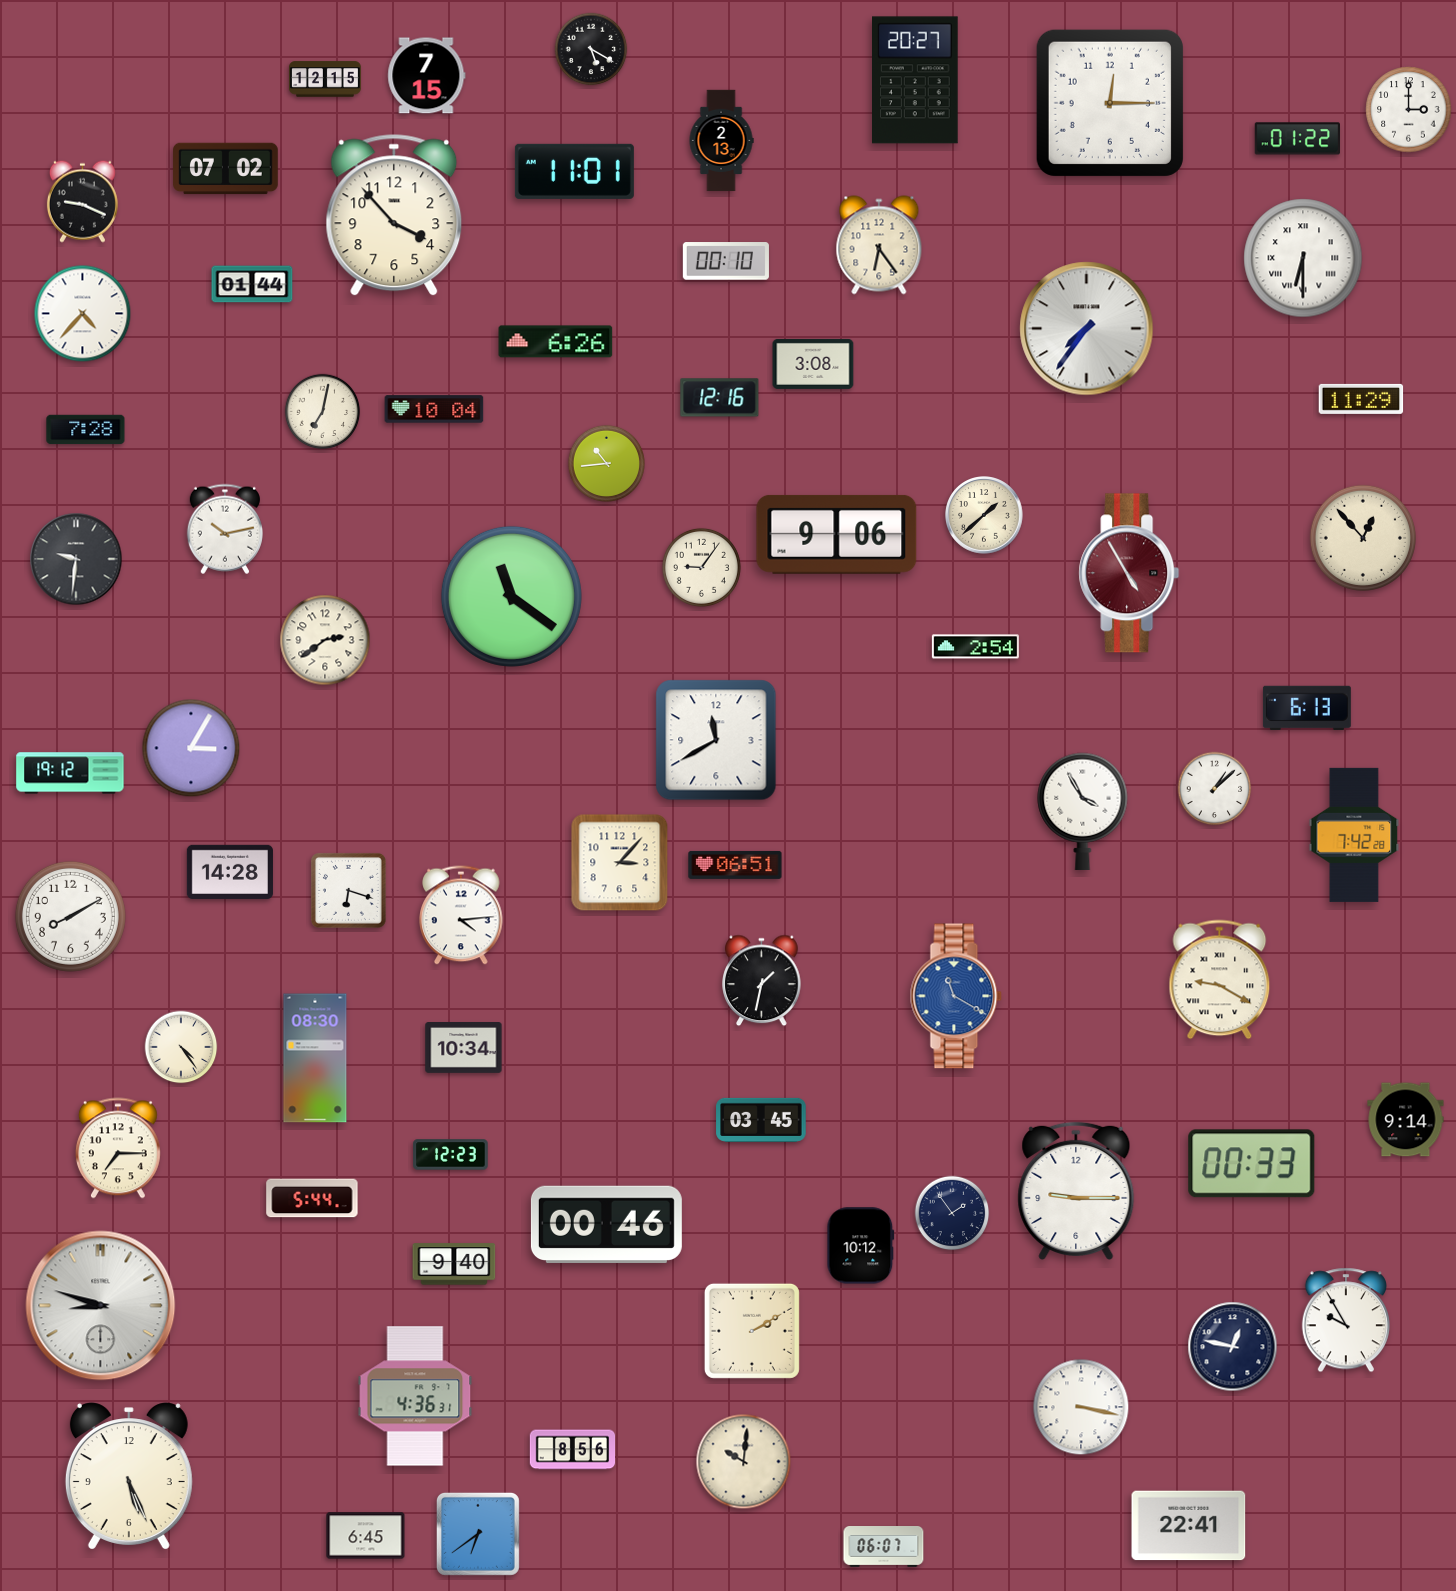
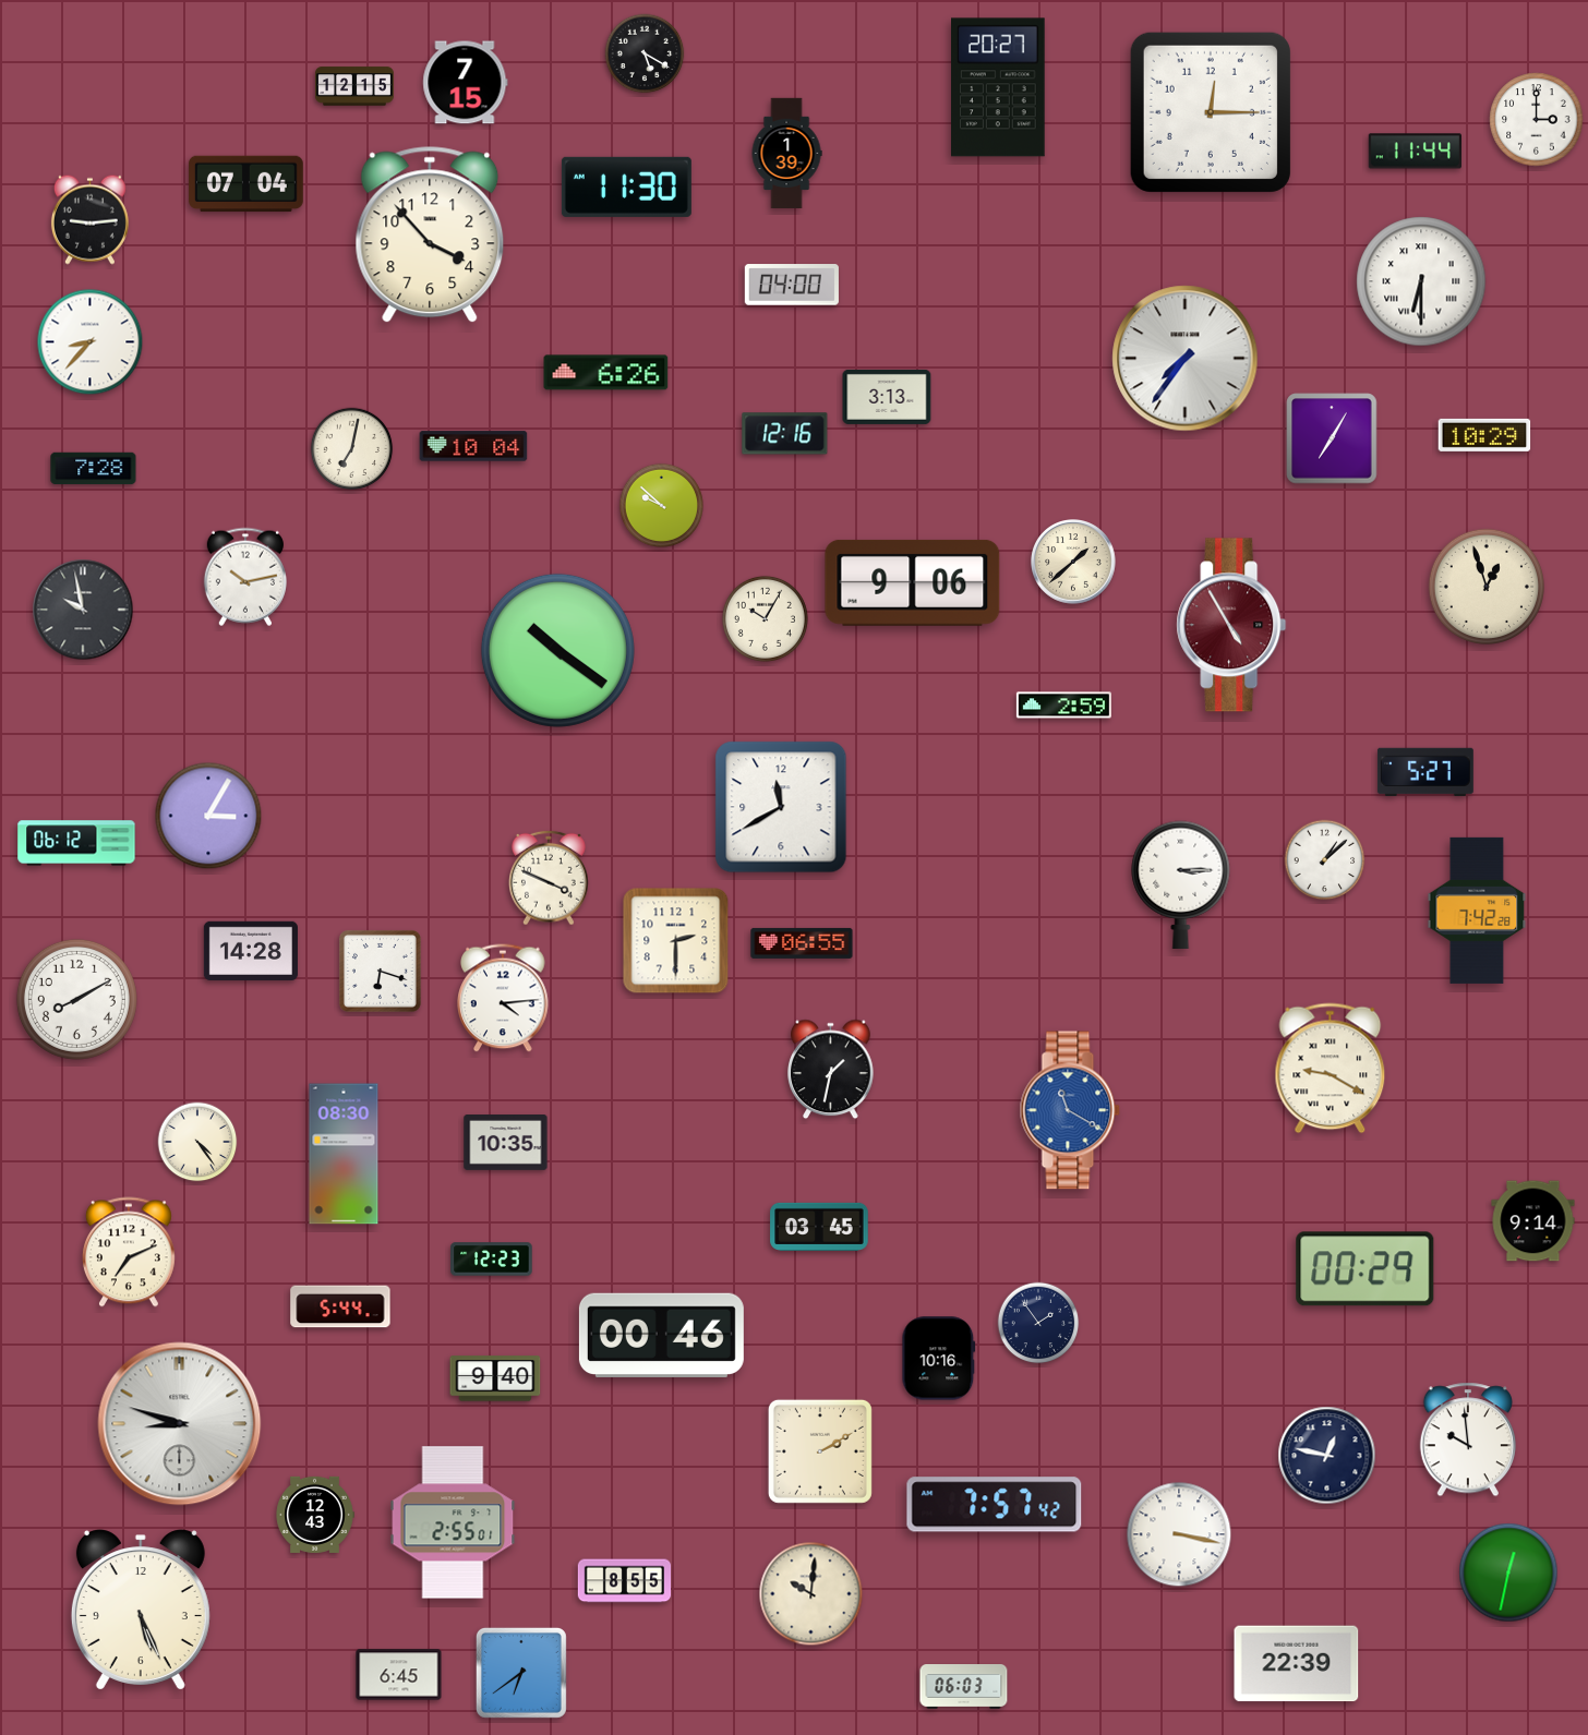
clock at (1297, 139): 01:22 -> 11:44
clock at (721, 141): 2:13 -> 1:39
clock at (226, 169): 07:02 -> 07:04
clock at (574, 171): 11:01 -> 11:30
clock at (82, 201): 9:19 -> 9:14
clock at (879, 245): 6:24 -> none
clock at (726, 261): 00:10 -> 04:00
clock at (252, 284): 01:44 -> none
clock at (83, 314): 4:37 -> 8:37
clock at (813, 364): 3:08 -> 3:13
clock at (1361, 399): 11:29 -> 10:29
clock at (1332, 438): none -> 7:05
clock at (606, 463): 10:44 -> 9:52
clock at (1362, 537): 12:53 -> 12:57
clock at (76, 559): 9:31 -> 9:58
clock at (701, 567): 9:06 -> 10:05
clock at (511, 596): 11:21 -> 10:21
clock at (325, 640): 2:39 -> none
clock at (975, 647): 2:54 -> 2:59
clock at (1307, 708): 6:13 -> 5:27
clock at (70, 773): 19:12 -> 06:12
clock at (550, 878): none -> 3:49
clock at (1083, 811): 3:55 -> 3:15
clock at (620, 863): 3:07 -> 2:30
clock at (735, 865): 06:51 -> 06:55
clock at (956, 996) position: (956, 996) -> (1070, 1110)
clock at (464, 1048): 10:34 -> 10:35
clock at (761, 1120) position: (761, 1120) -> (819, 1227)
clock at (118, 1148): 7:15 -> 7:11
clock at (1252, 1164): 00:33 -> 00:29
clock at (1076, 1191): 9:15 -> none
clock at (861, 1246): 10:12 -> 10:16
clock at (101, 1306) position: (101, 1306) -> (180, 1424)
clock at (1346, 1320): 9:55 -> 9:59
clock at (1233, 1347) position: (1233, 1347) -> (1327, 1456)
clock at (995, 1505): none -> 7:57
clock at (315, 1515): none -> 12:43
clock at (415, 1396): 4:36 -> 2:55
clock at (1508, 1573): none -> 12:32
clock at (573, 1450): 8:56 -> 8:55
clock at (1189, 1526): 22:41 -> 22:39
clock at (884, 1547): 06:07 -> 06:03
